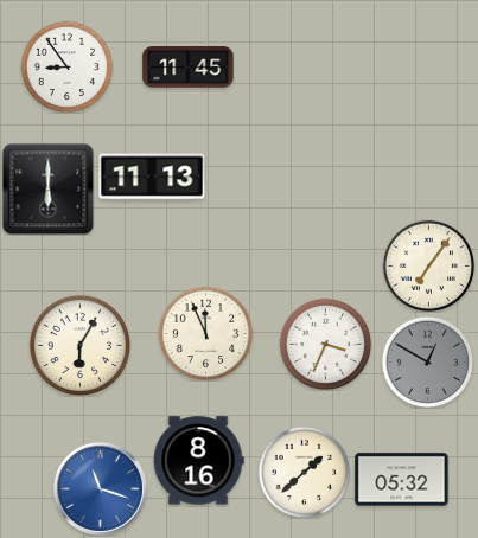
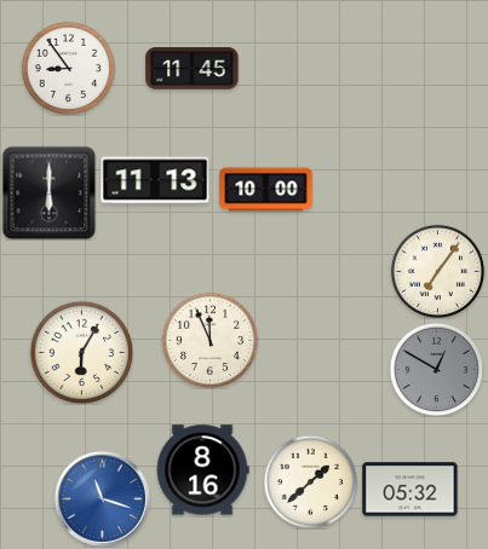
clock at (266, 190): none -> 10:00
clock at (325, 344): 3:34 -> none
